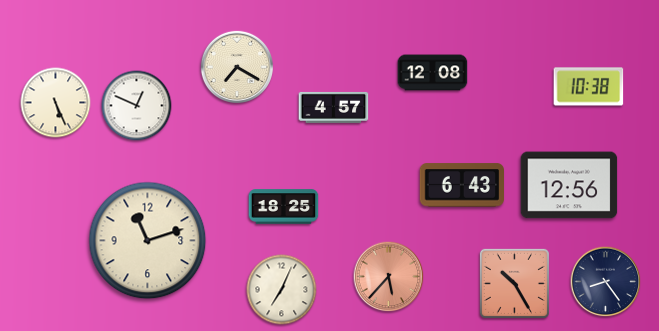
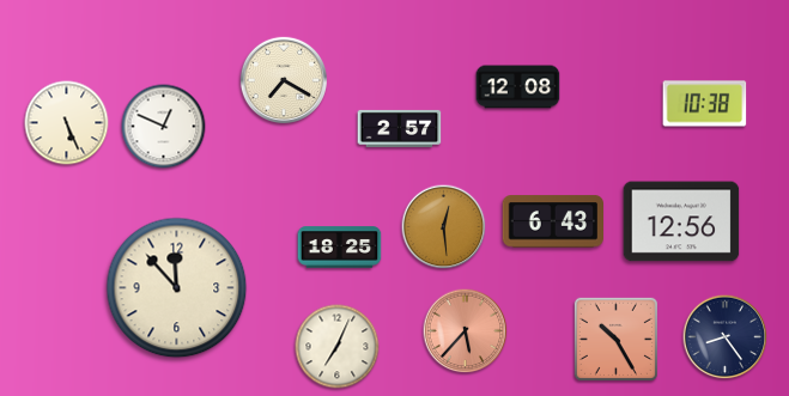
clock at (334, 107): 4:57 -> 2:57
clock at (444, 227): none -> 12:29
clock at (148, 241): 11:12 -> 11:53
